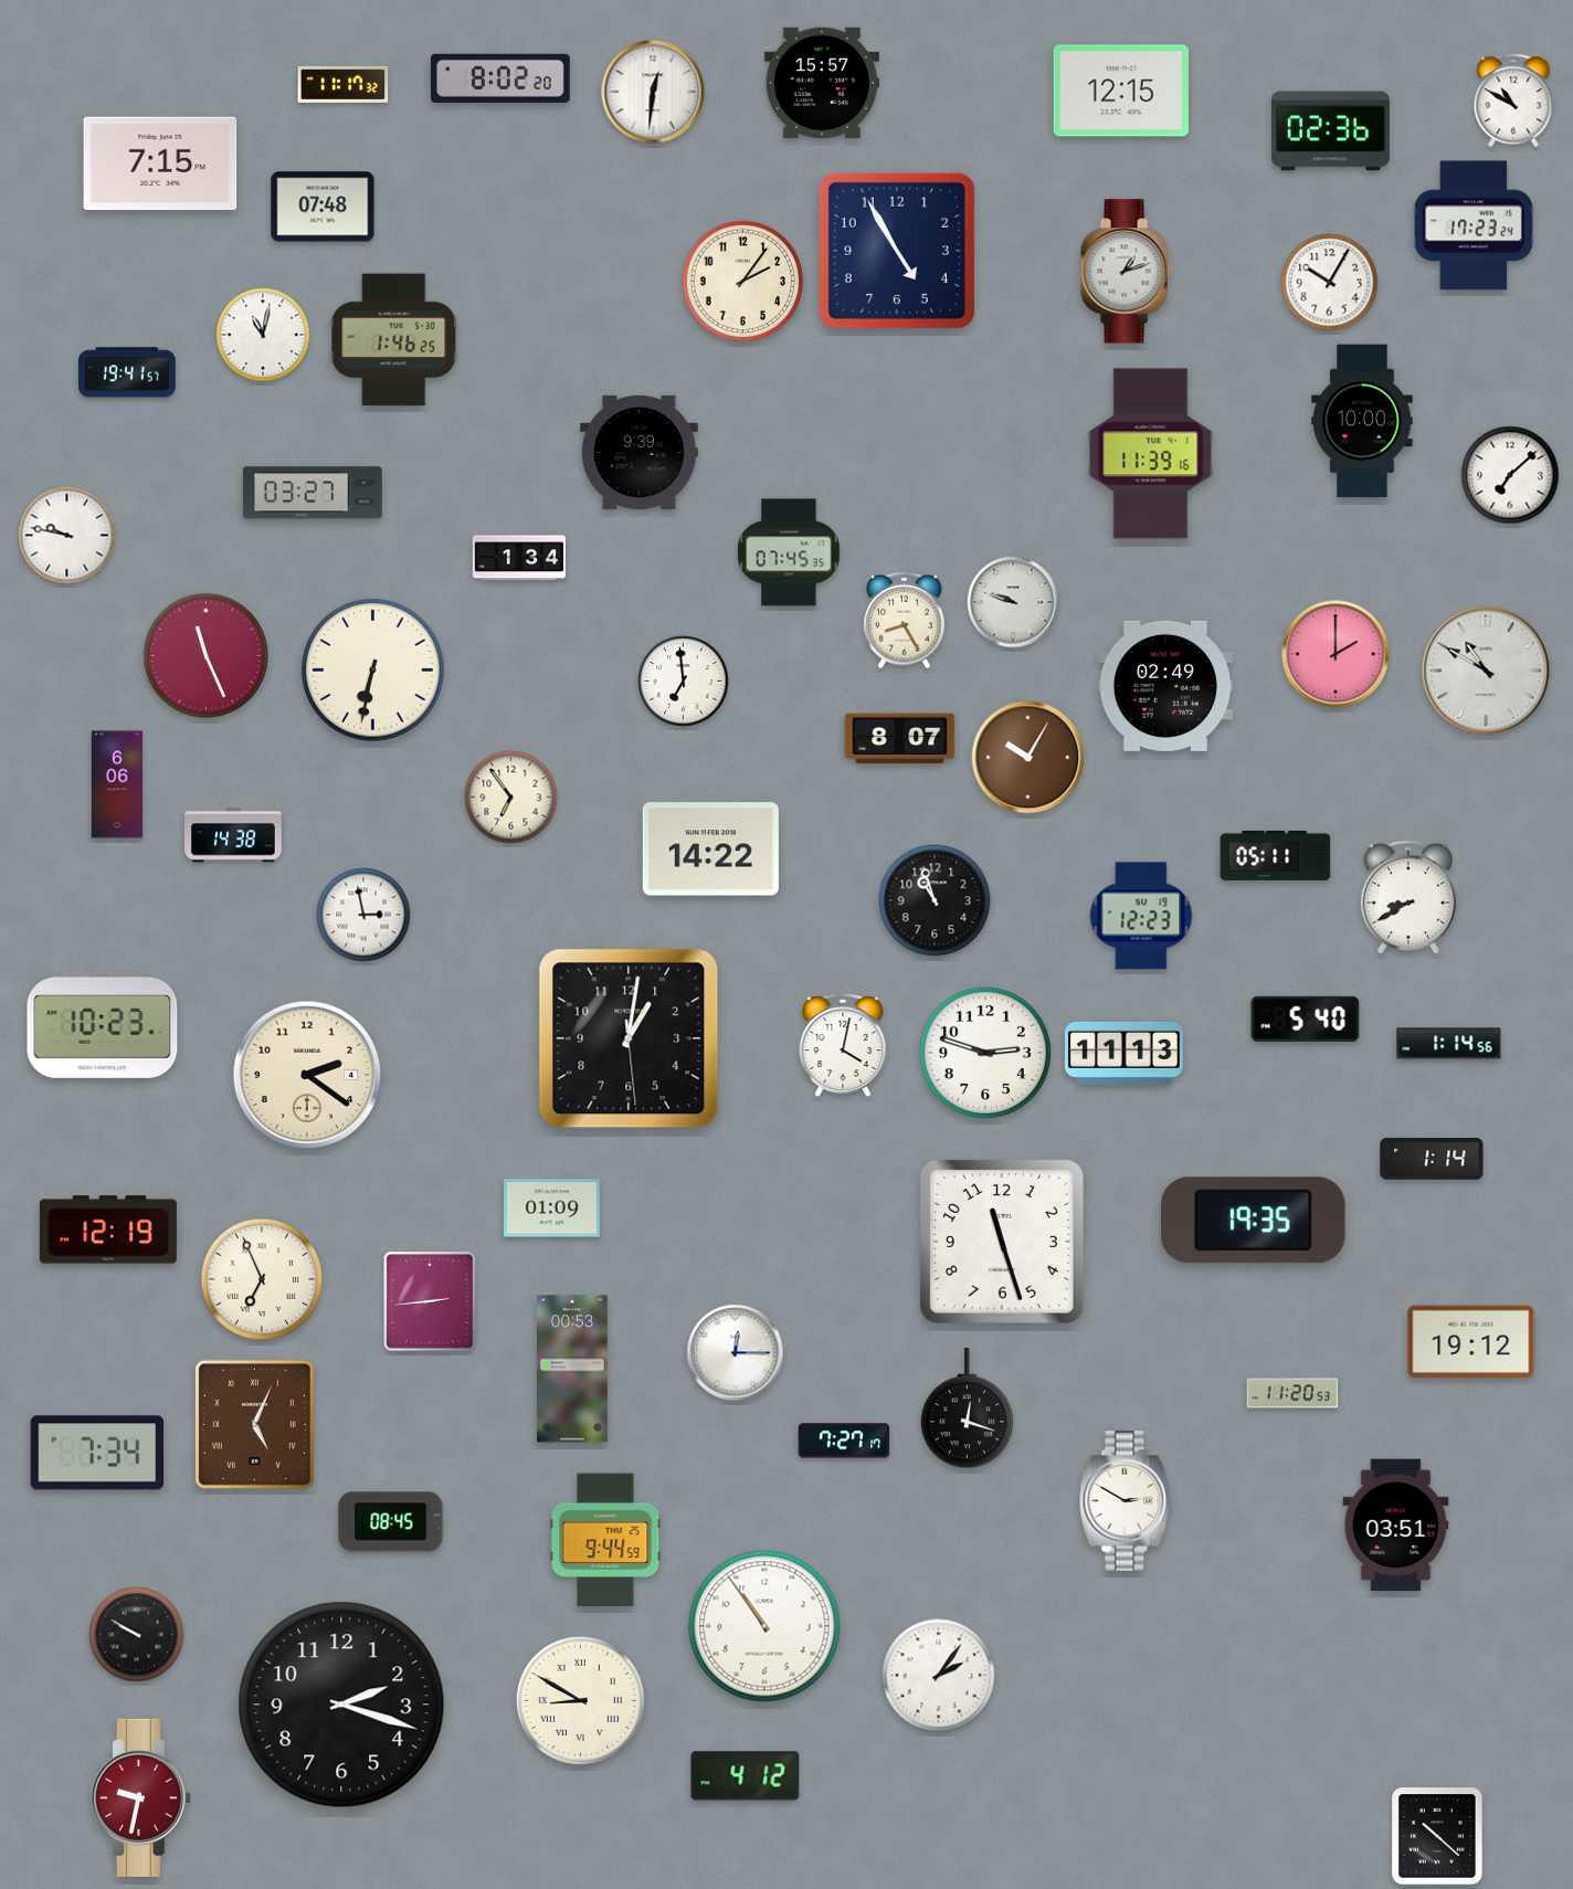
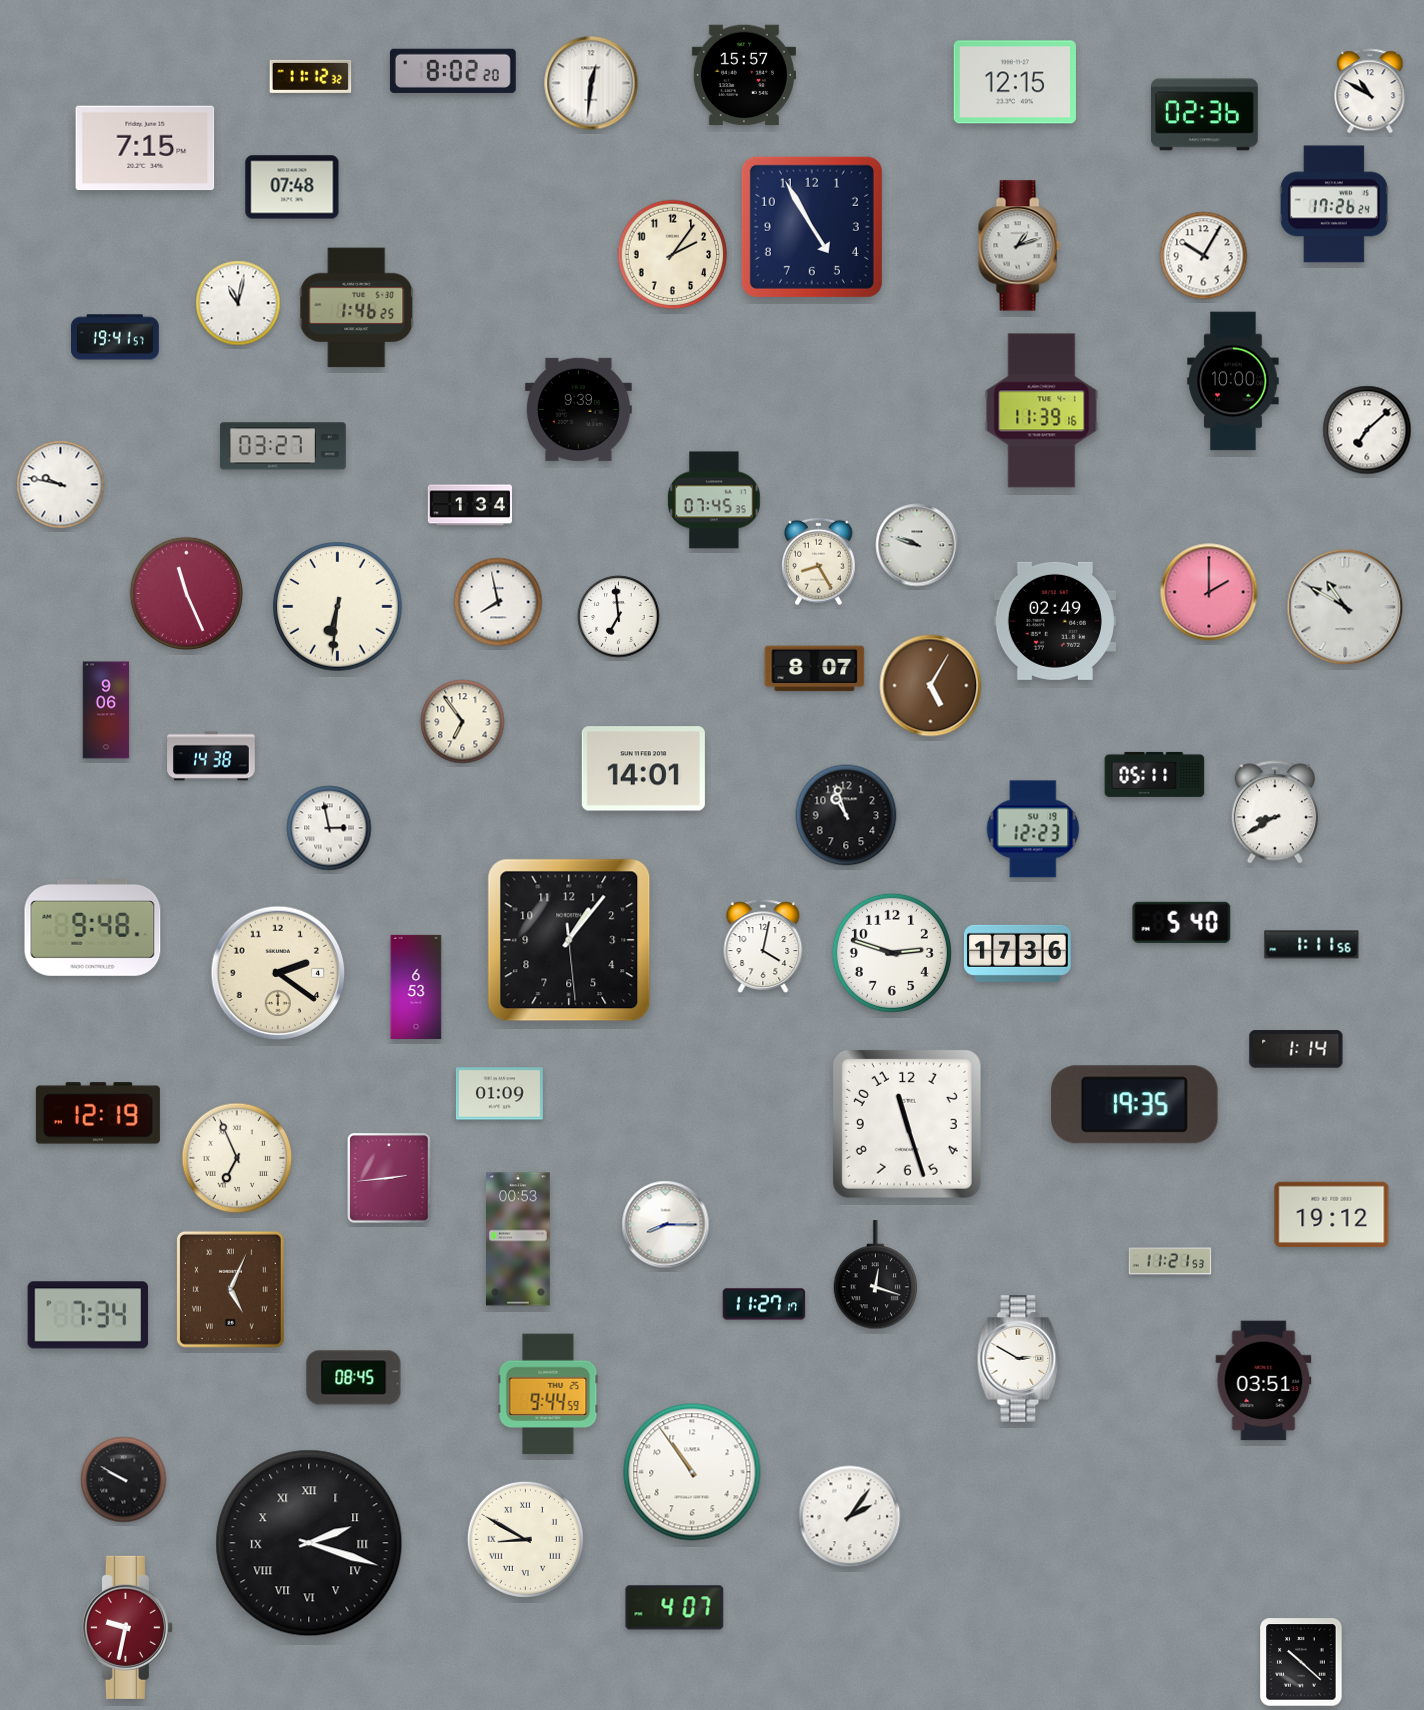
clock at (344, 84): 11:17 -> 11:12
clock at (1330, 131) position: (1330, 131) -> (1204, 115)
clock at (1474, 225): 17:23 -> 17:26
clock at (498, 602): none -> 7:58
clock at (373, 671): 6:32 -> 6:31
clock at (1028, 758): 10:05 -> 5:05
clock at (117, 784): 6:06 -> 9:06
clock at (710, 849): 14:22 -> 14:01
clock at (103, 1025): 10:23 -> 9:48
clock at (629, 1038): 1:01 -> 1:06
clock at (1449, 1044): 1:14 -> 1:11
clock at (1123, 1053): 11:13 -> 17:36
clock at (416, 987): none -> 6:53
clock at (736, 1353): 12:15 -> 8:15
clock at (1292, 1393): 11:20 -> 11:21
clock at (844, 1441): 7:27 -> 11:27
clock at (341, 1705) numerals: Arabic -> Roman
clock at (746, 1776): 4:12 -> 4:07
